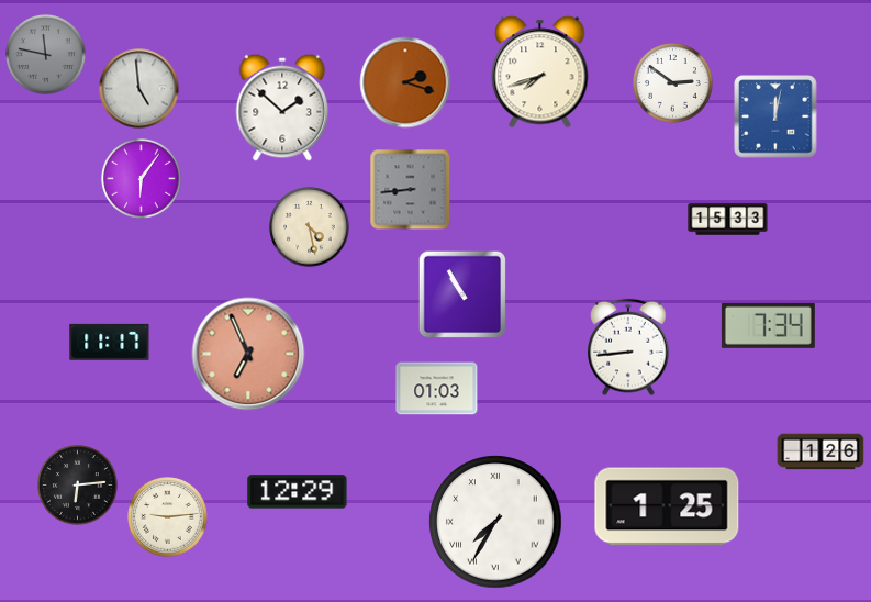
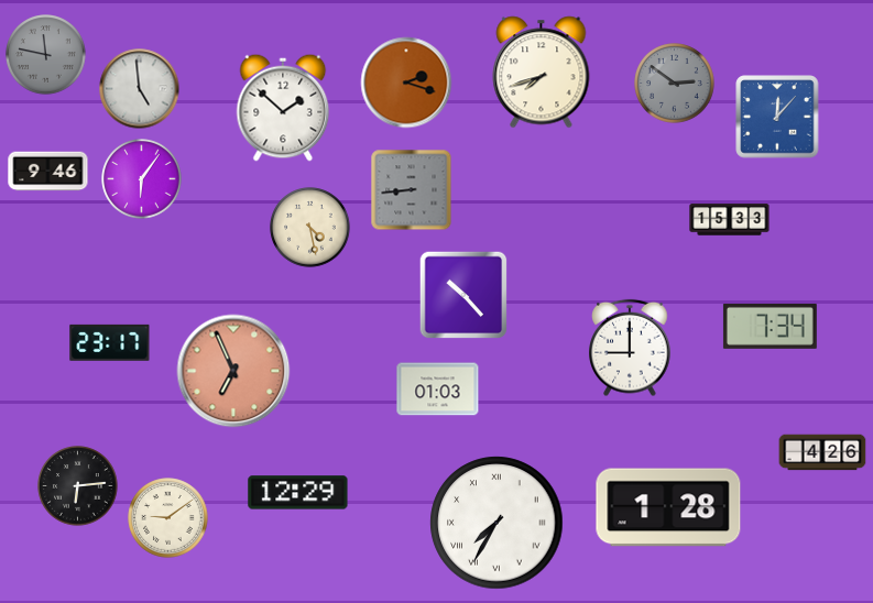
clock at (673, 83) dial: white -> grey
clock at (775, 116): 12:02 -> 12:07
clock at (48, 172): none -> 9:46
clock at (462, 294): 10:55 -> 10:23
clock at (110, 342): 11:17 -> 23:17
clock at (628, 347): 8:44 -> 9:00
clock at (248, 354) position: (248, 354) -> (233, 371)
clock at (820, 451): 1:26 -> 4:26
clock at (667, 506): 1:25 -> 1:28
clock at (168, 517): 9:14 -> 9:09
